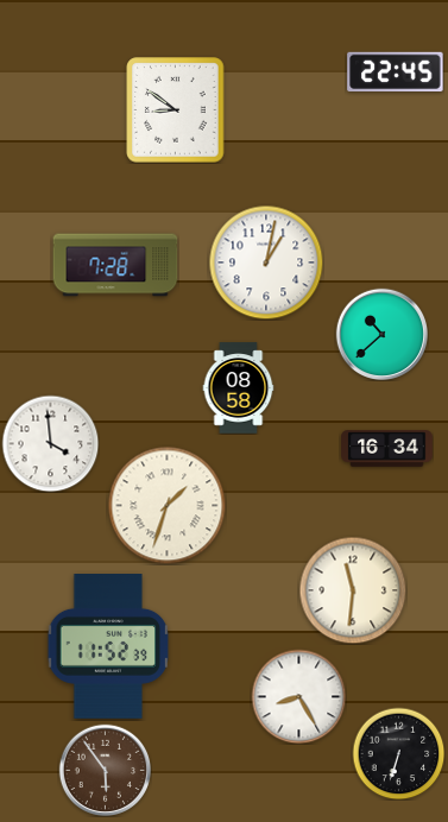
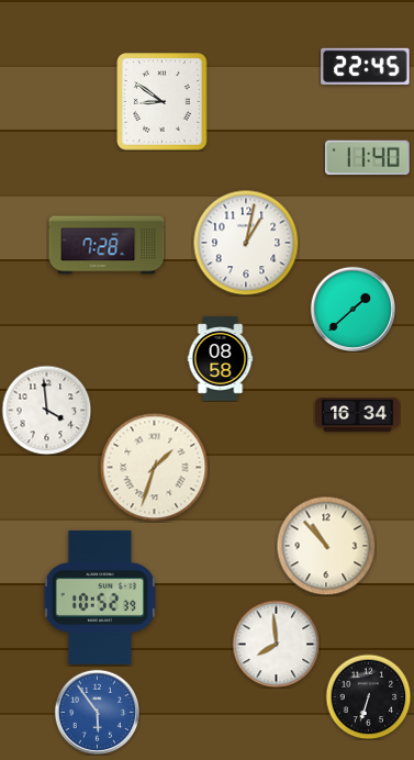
clock at (368, 158): none -> 11:40
clock at (381, 334): 10:38 -> 1:38
clock at (353, 590): 11:31 -> 10:53
clock at (108, 647): 11:52 -> 10:52
clock at (298, 696): 8:25 -> 7:59
clock at (105, 770) dial: brown -> blue
